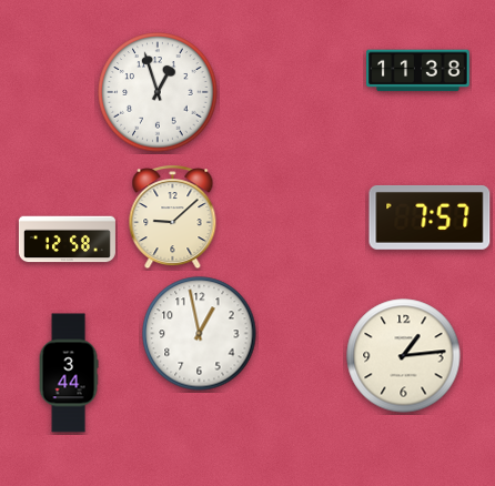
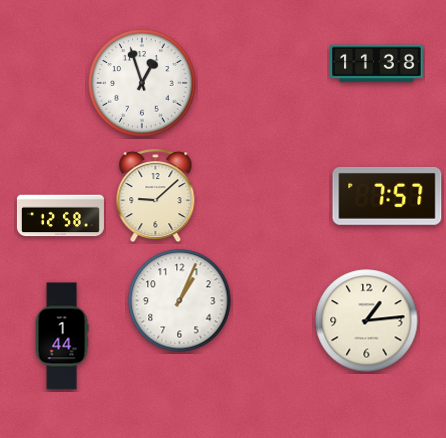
clock at (200, 334): 12:58 -> 1:04
clock at (404, 356) position: (404, 356) -> (367, 321)
clock at (69, 373): 3:44 -> 1:44
